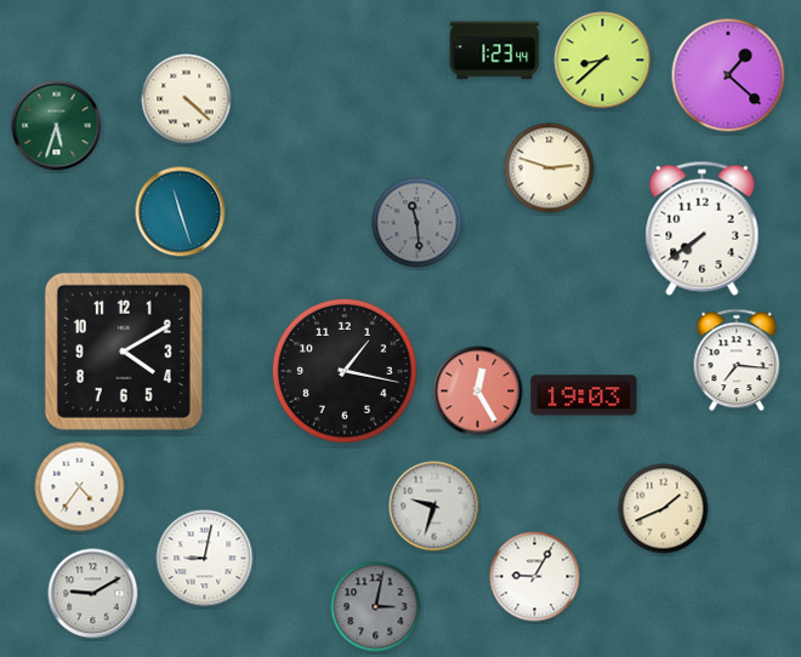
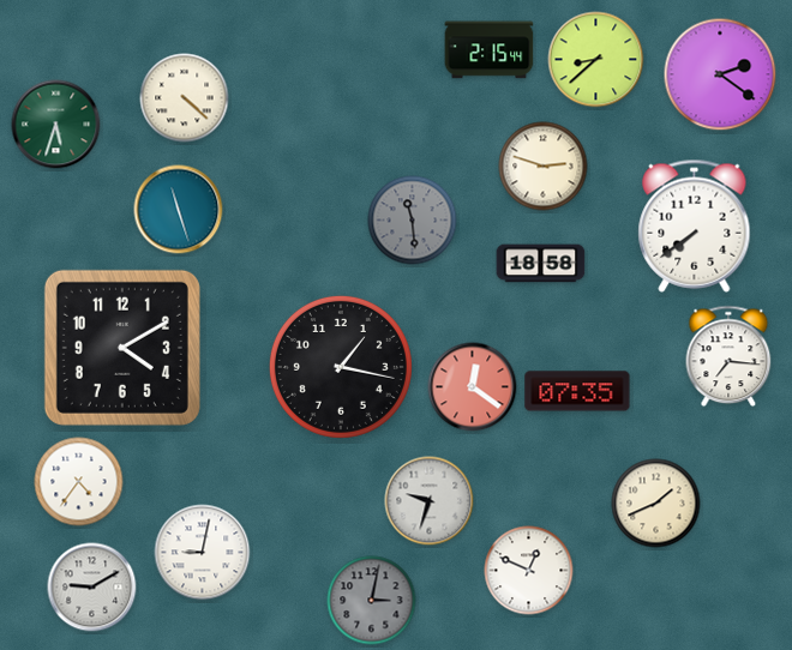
clock at (495, 51): 1:23 -> 2:15
clock at (728, 75): 1:22 -> 2:21
clock at (541, 264): none -> 18:58
clock at (478, 392): 12:25 -> 12:21
clock at (584, 395): 19:03 -> 07:35
clock at (535, 577): 9:05 -> 12:49
